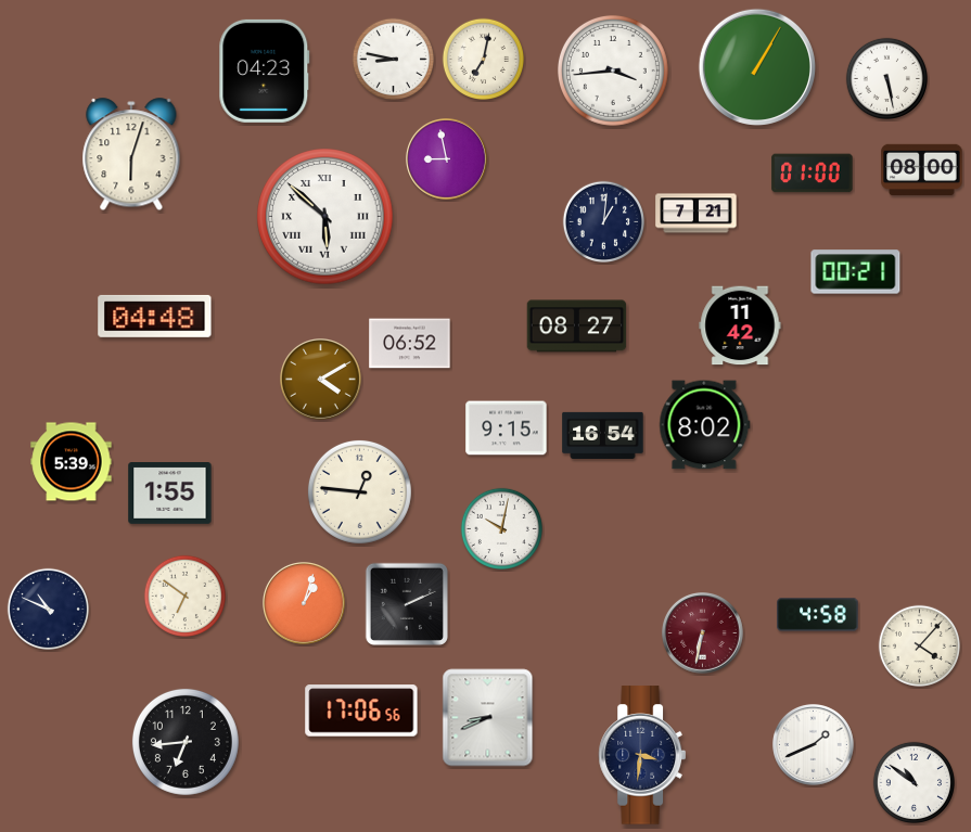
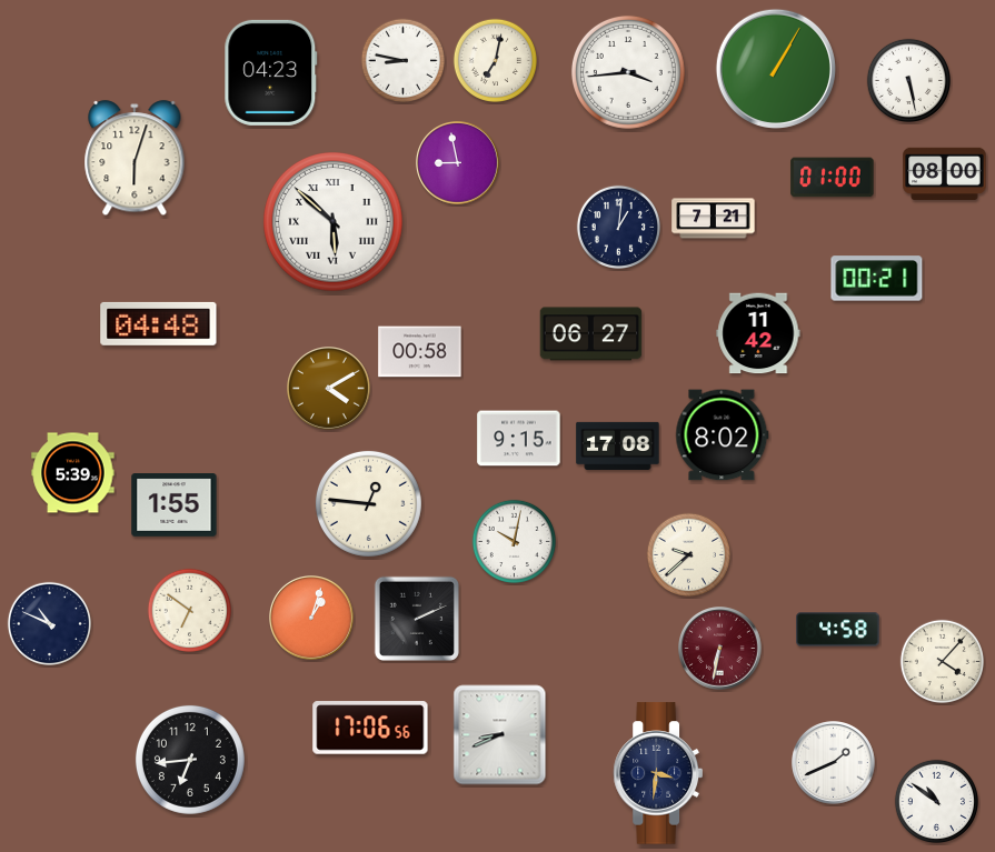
clock at (577, 327): 08:27 -> 06:27
clock at (410, 344): 06:52 -> 00:58
clock at (603, 435): 16:54 -> 17:08
clock at (688, 554): none -> 9:38
